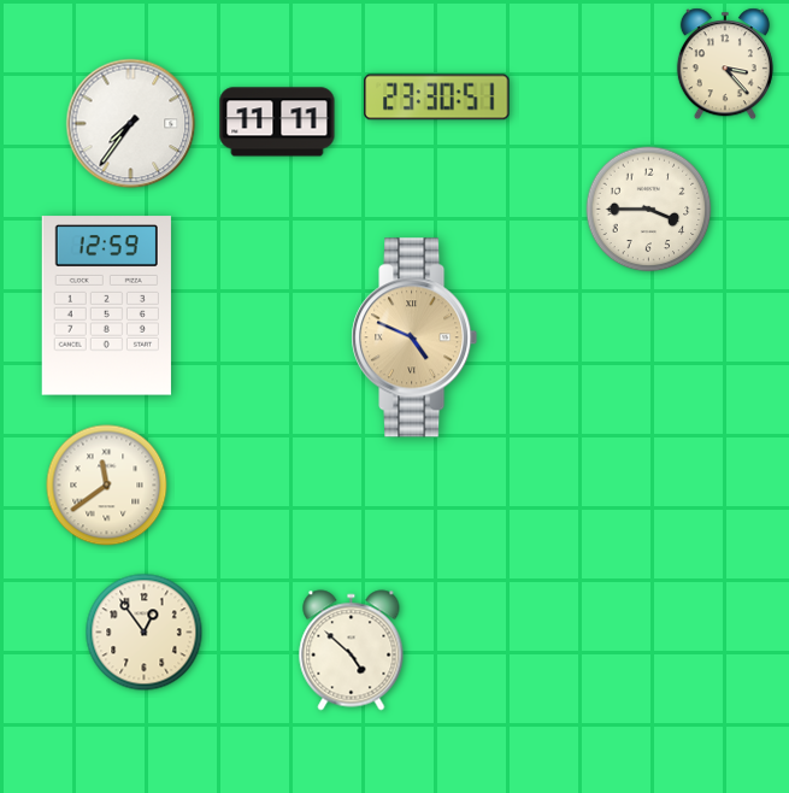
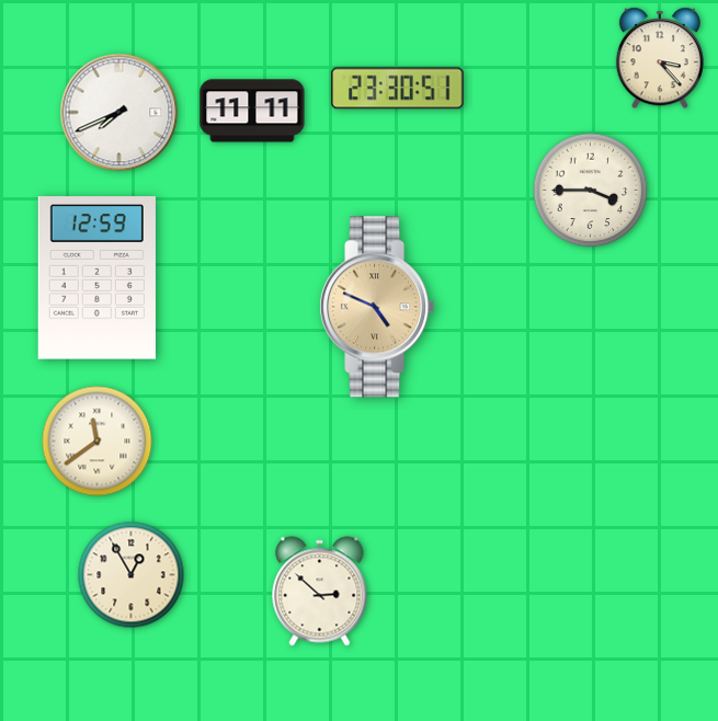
clock at (131, 124): 7:36 -> 7:41
clock at (145, 633): 12:54 -> 12:55
clock at (352, 651): 4:52 -> 2:52
